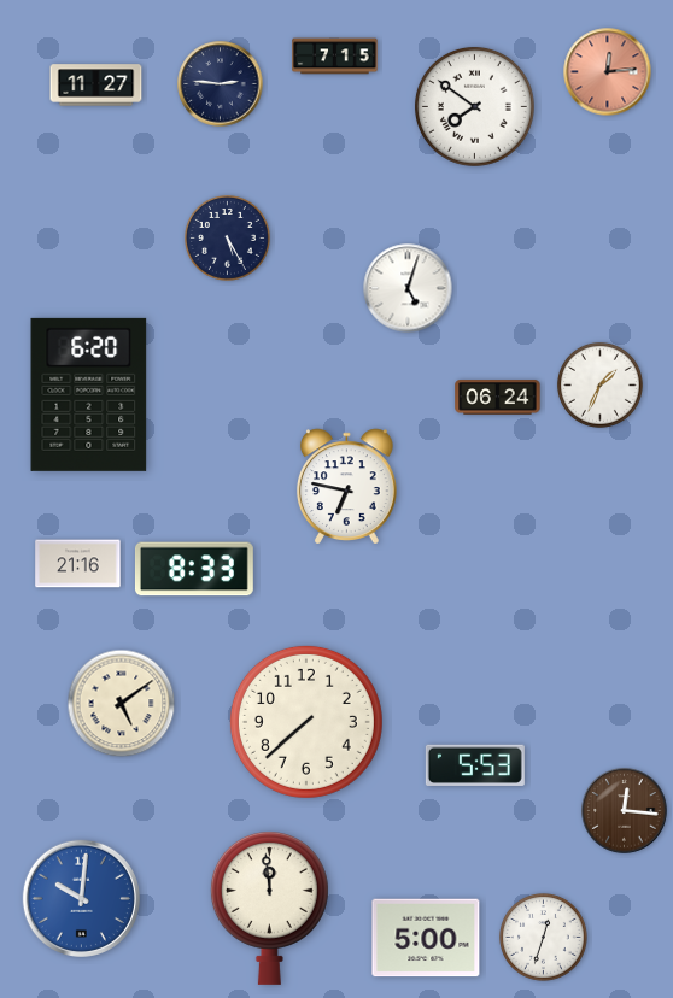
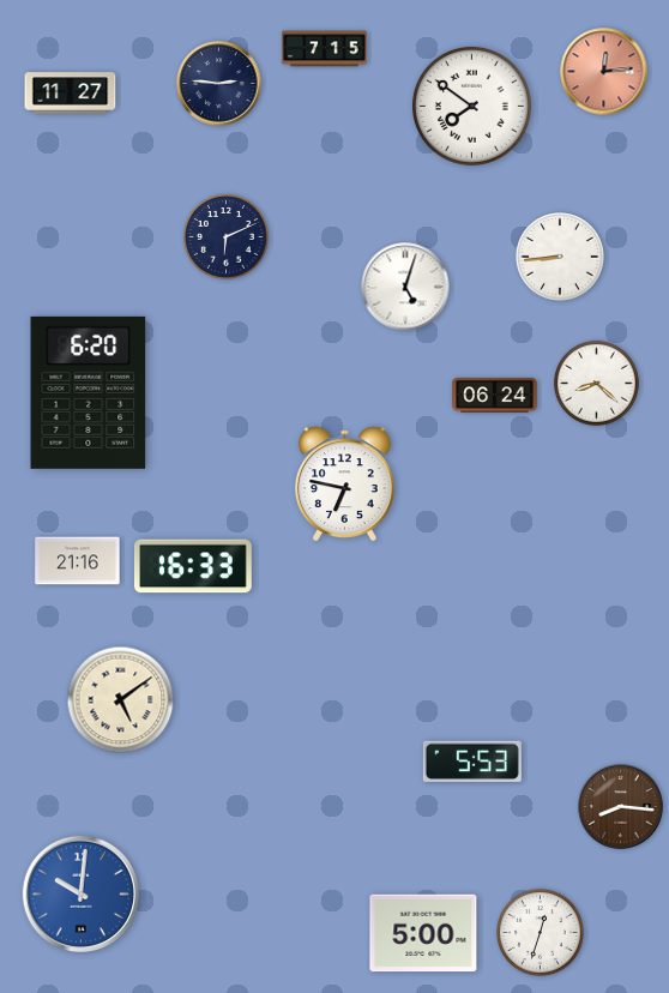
clock at (335, 57) position: (335, 57) -> (325, 49)
clock at (96, 86) position: (96, 86) -> (71, 94)
clock at (227, 237): 5:25 -> 6:11
clock at (560, 257): none -> 8:44
clock at (599, 384): 1:34 -> 8:22
clock at (194, 569): 8:33 -> 16:33
clock at (306, 722): 7:38 -> none
clock at (625, 811): 12:16 -> 8:16
clock at (269, 909): 11:59 -> none
